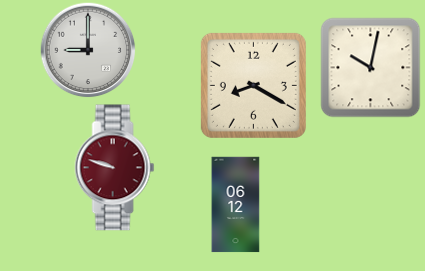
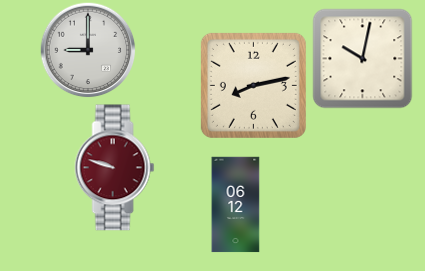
clock at (371, 68) position: (371, 68) -> (363, 59)
clock at (253, 85): 8:20 -> 8:13
